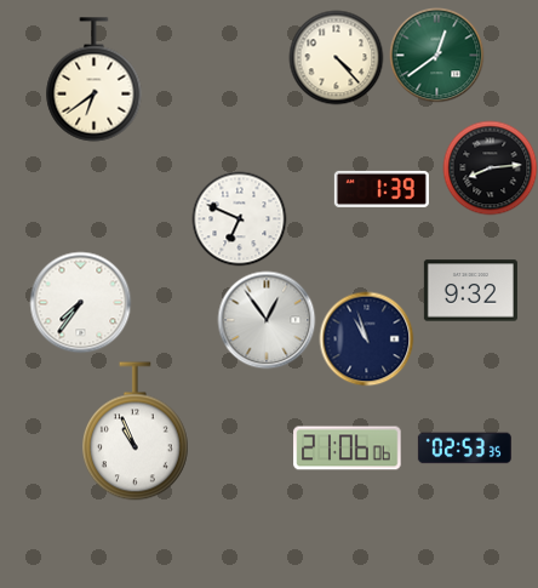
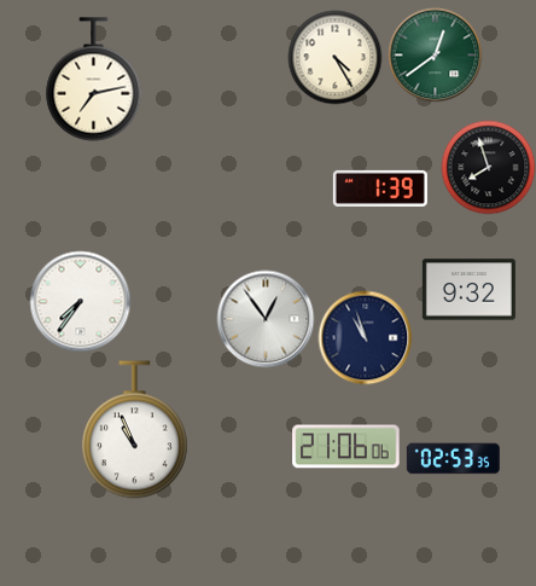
clock at (336, 57): 4:23 -> 4:25
clock at (95, 80): 6:39 -> 7:13
clock at (490, 167): 8:14 -> 7:57
clock at (239, 218): 6:49 -> none
clock at (464, 449) position: (464, 449) -> (453, 459)
